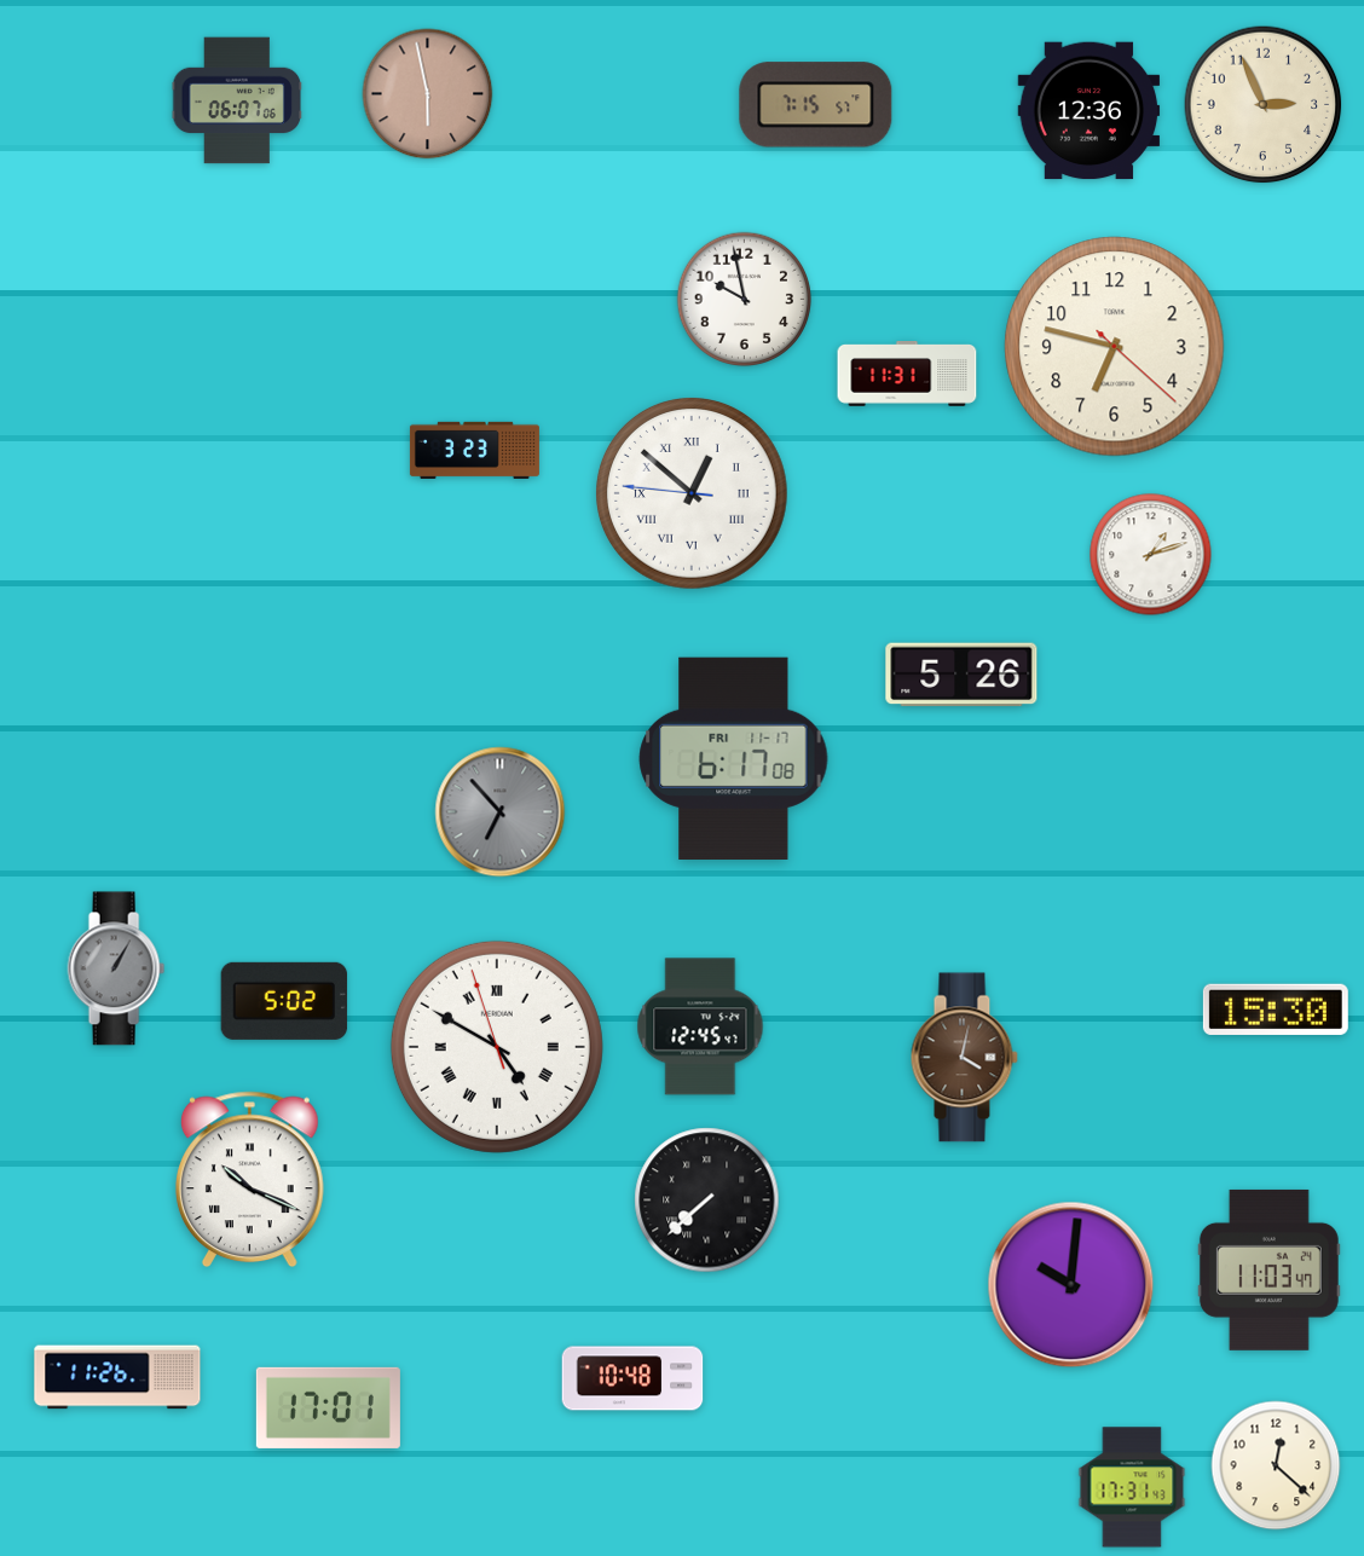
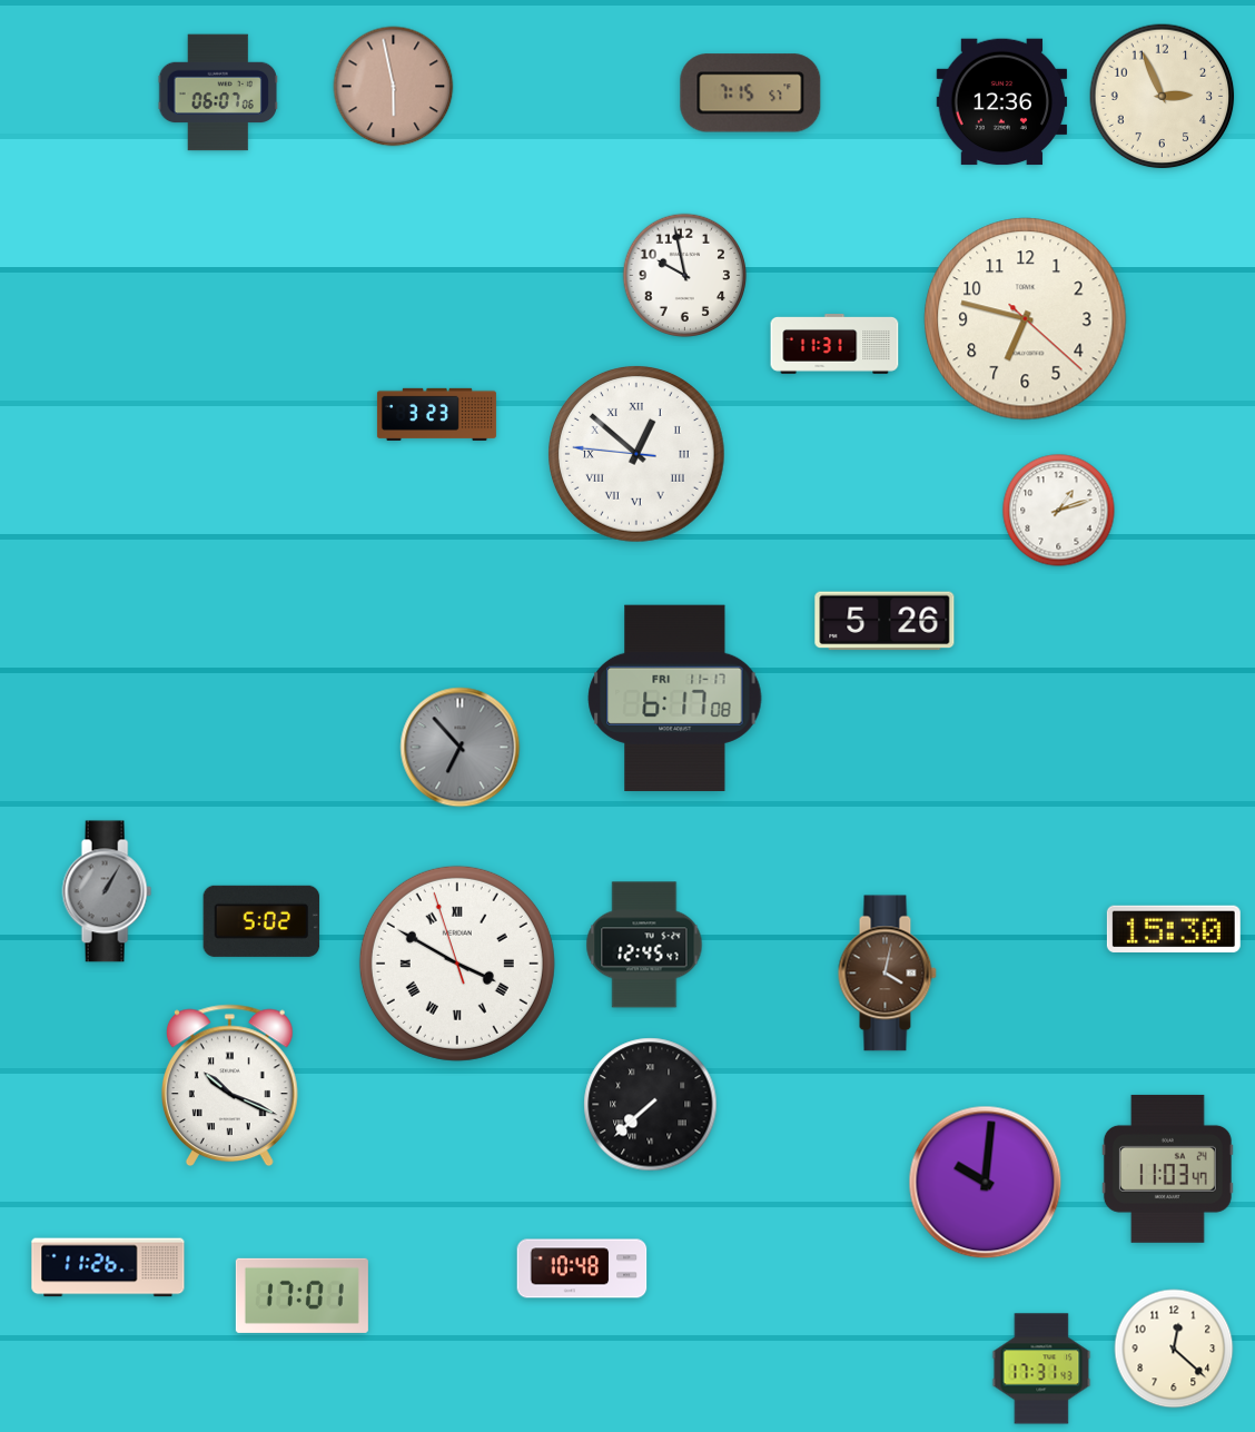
clock at (816, 105) position: (816, 105) -> (751, 93)
clock at (497, 1047): 4:49 -> 3:49
